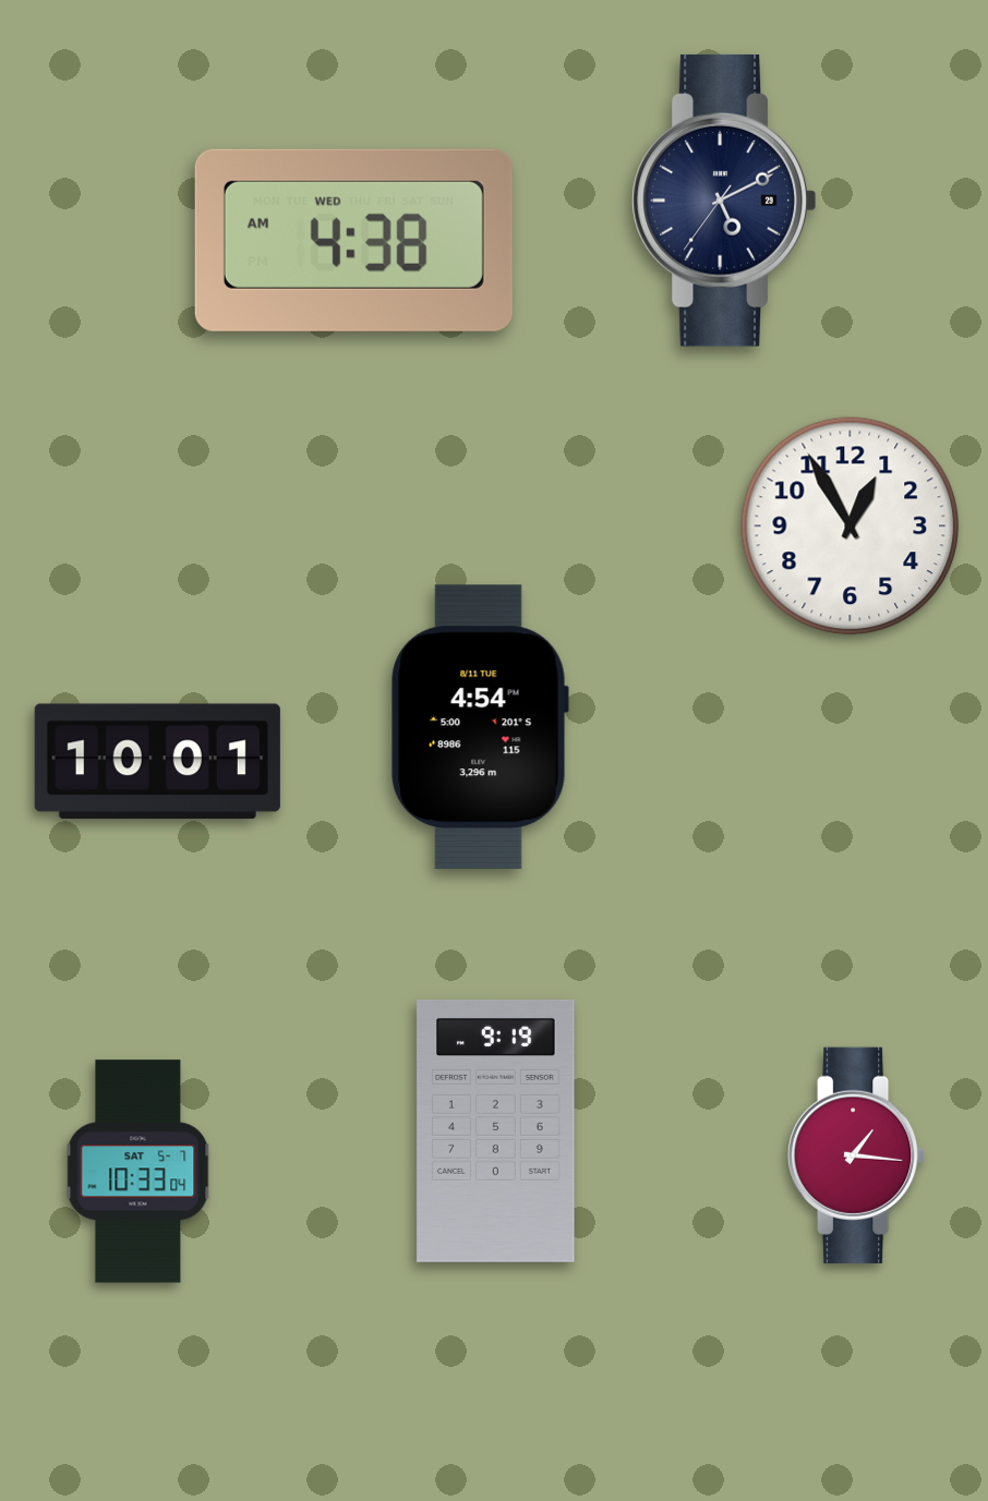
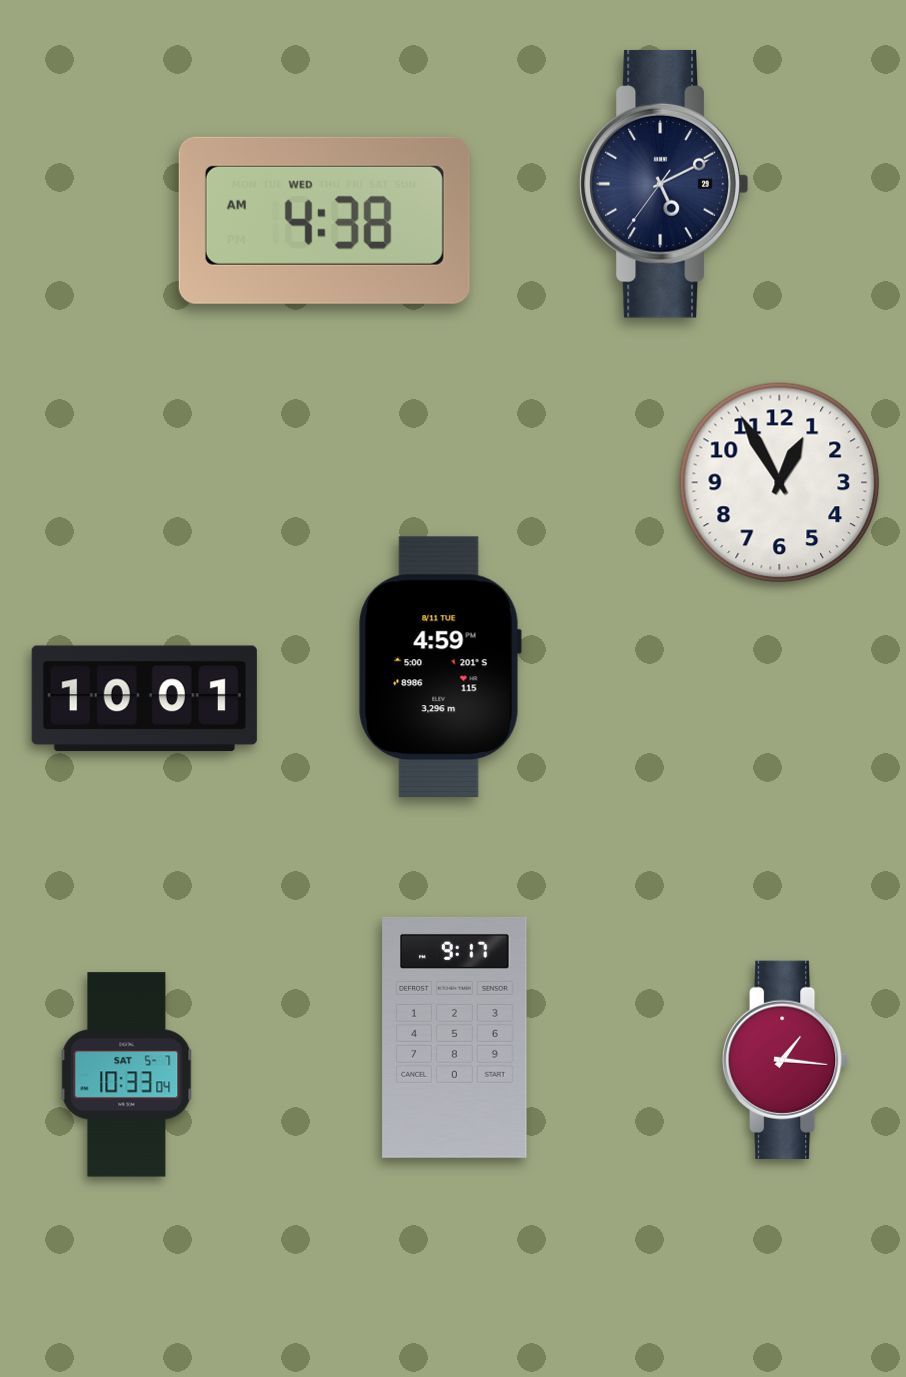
clock at (480, 727): 4:54 -> 4:59
clock at (496, 1130): 9:19 -> 9:17
